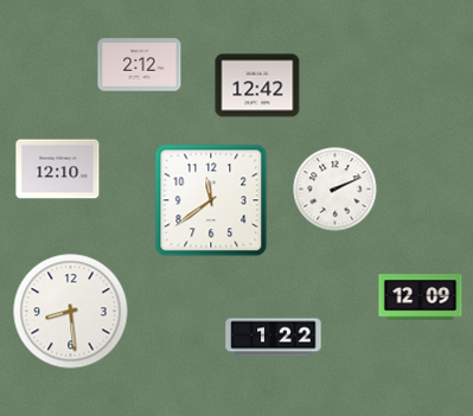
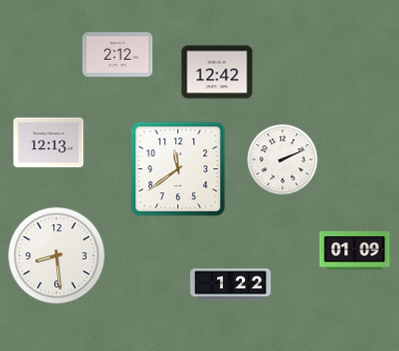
clock at (58, 169): 12:10 -> 12:13
clock at (421, 297): 12:09 -> 01:09
clock at (71, 312) position: (71, 312) -> (57, 256)
